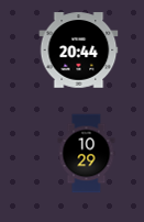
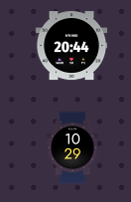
clock at (87, 154) position: (87, 154) -> (73, 148)
